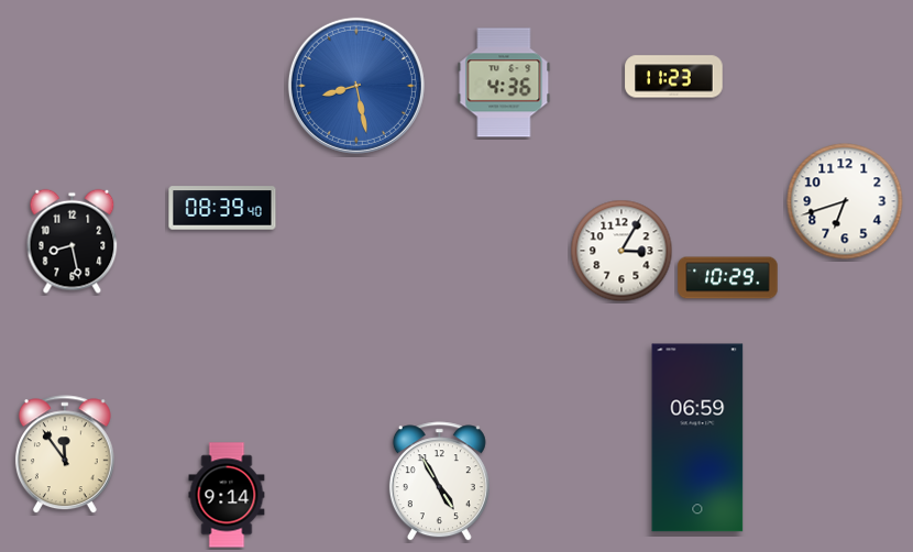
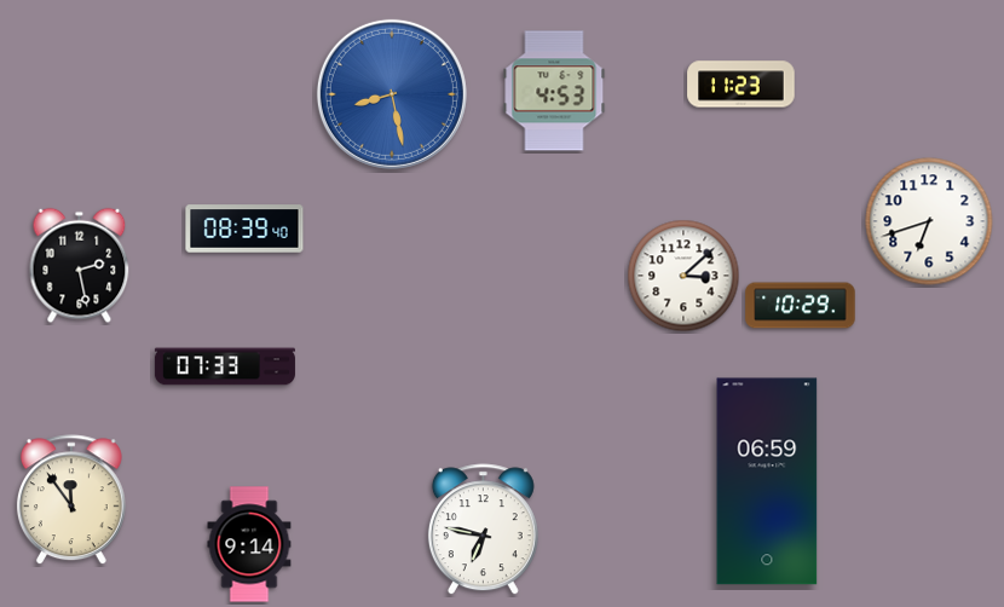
clock at (504, 82): 4:36 -> 4:53
clock at (73, 242): 8:28 -> 2:28
clock at (621, 251): 3:05 -> 3:08
clock at (225, 366): none -> 07:33
clock at (439, 482): 4:55 -> 6:47
